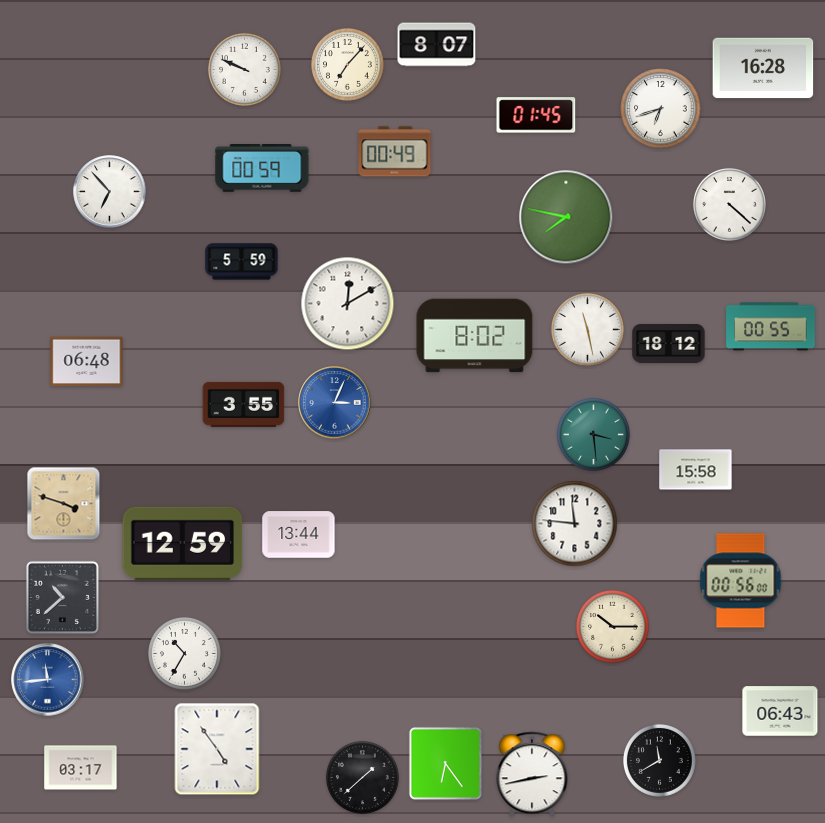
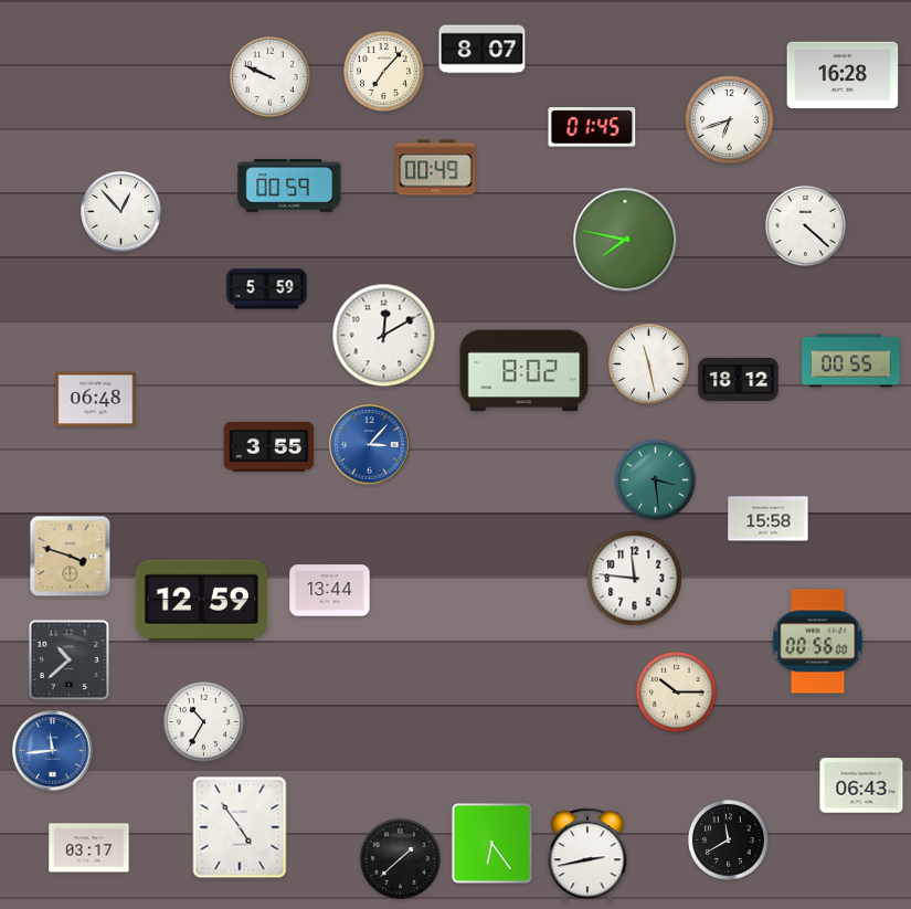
clock at (110, 192): 6:53 -> 12:53
clock at (335, 403): 3:04 -> 3:07
